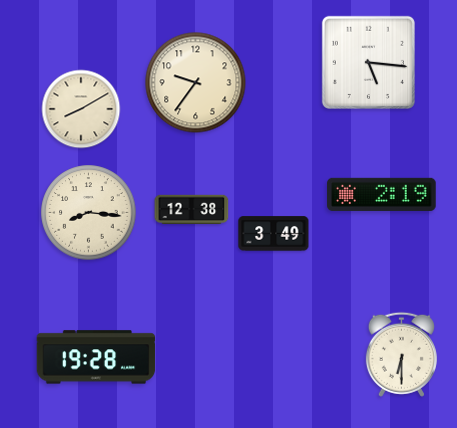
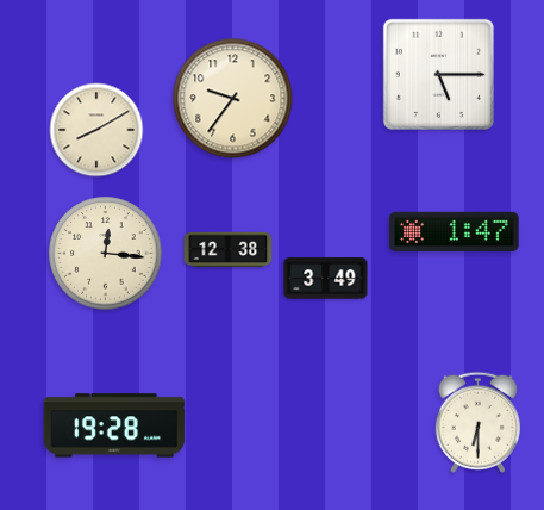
clock at (368, 62): 5:16 -> 5:15
clock at (382, 194): 2:19 -> 1:47
clock at (89, 213): 8:16 -> 12:16
